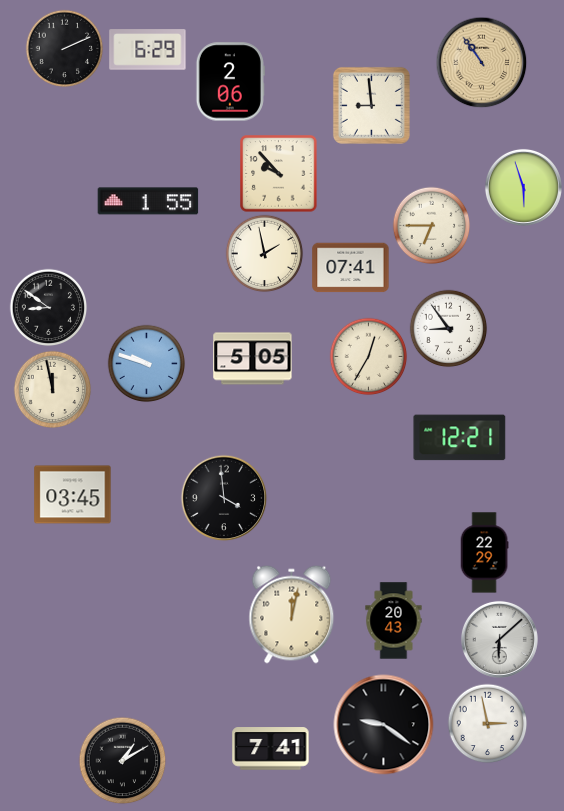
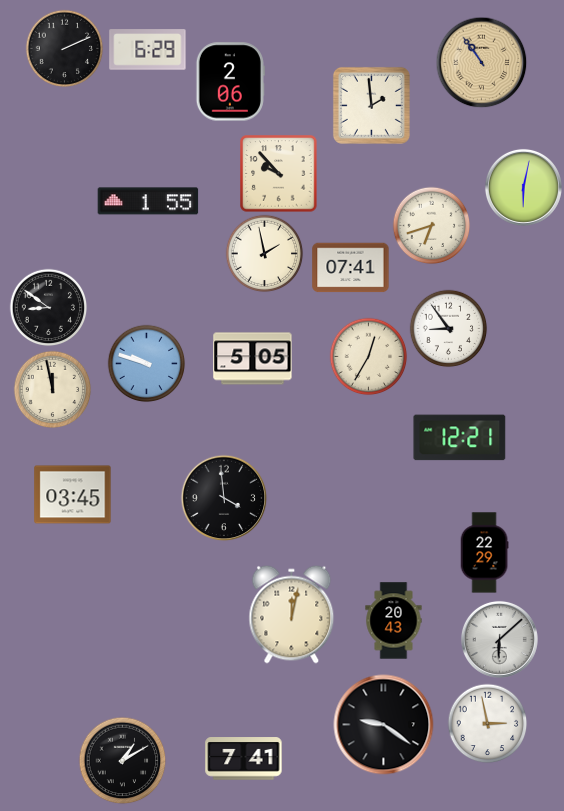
clock at (371, 105): 8:59 -> 1:59
clock at (523, 187): 5:57 -> 6:02
clock at (431, 225): 6:45 -> 6:42
clock at (271, 749) position: (271, 749) -> (244, 759)
